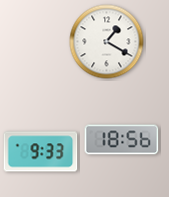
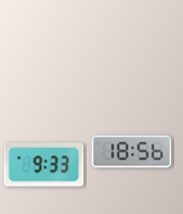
clock at (107, 42): 1:20 -> none
